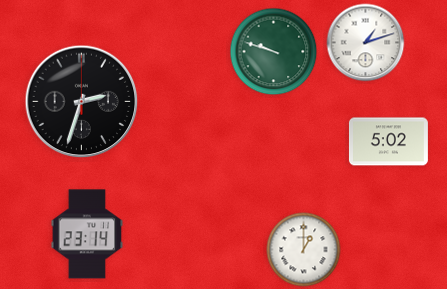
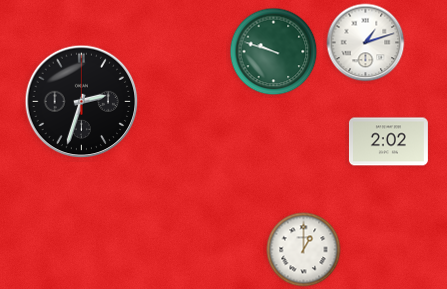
clock at (388, 142): 5:02 -> 2:02
clock at (87, 234): 23:14 -> none
